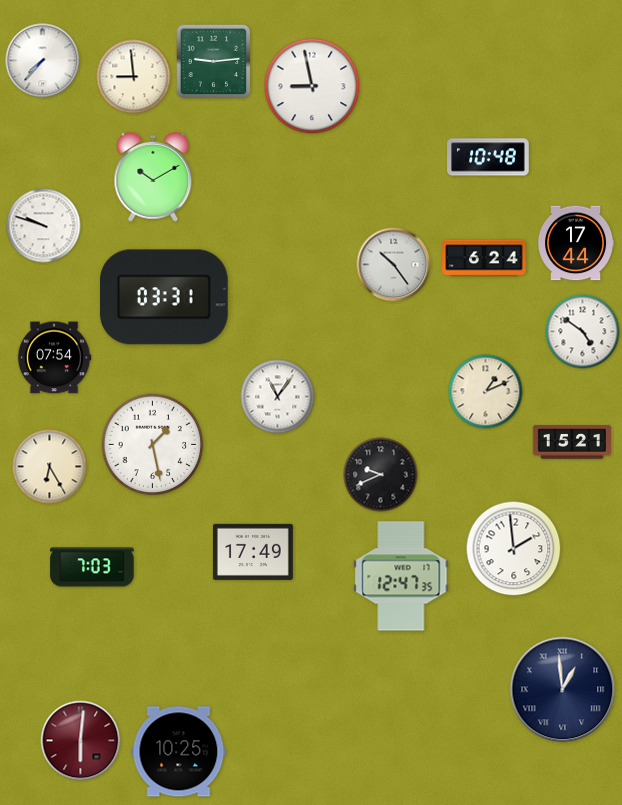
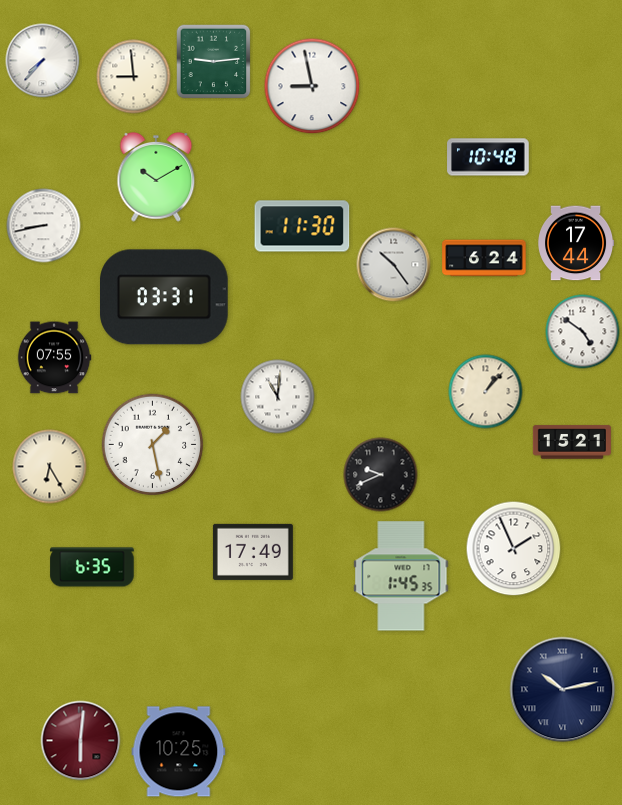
clock at (153, 177) position: (153, 177) -> (156, 177)
clock at (44, 226): 9:48 -> 8:43
clock at (302, 226): none -> 11:30
clock at (54, 358): 07:54 -> 07:55
clock at (486, 392): 1:11 -> 1:07
clock at (278, 397): 11:06 -> 11:01
clock at (514, 549): 1:59 -> 1:56
clock at (92, 567): 7:03 -> 6:35
clock at (401, 576): 12:47 -> 1:45
clock at (563, 690): 12:59 -> 10:13
